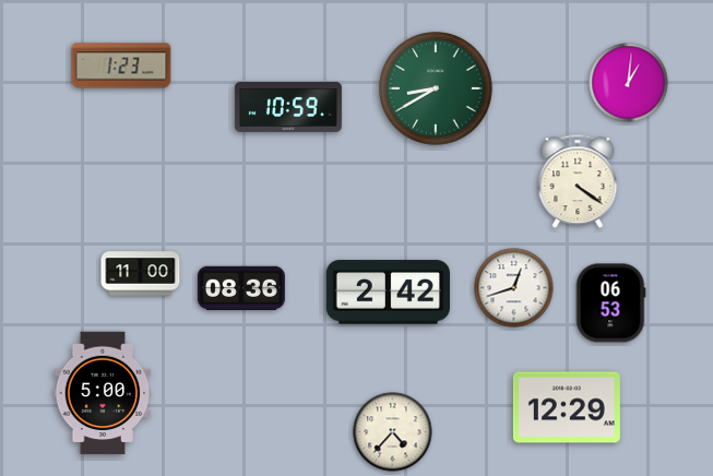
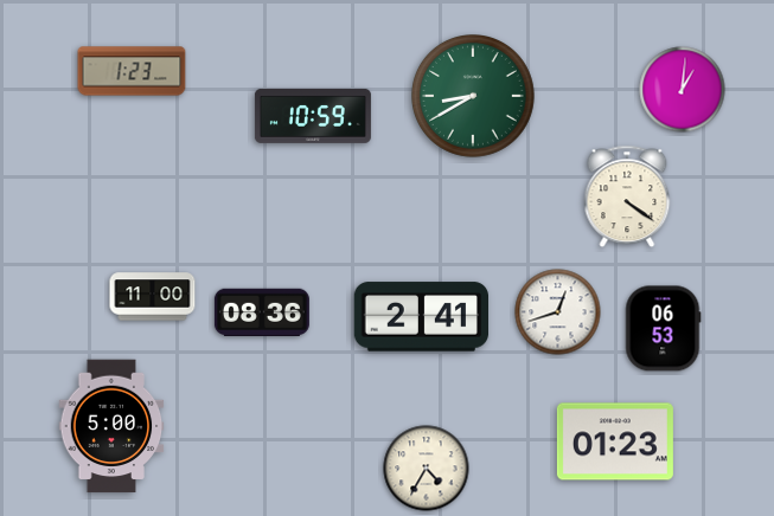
clock at (388, 293): 2:42 -> 2:41
clock at (567, 407): 12:29 -> 01:23
clock at (393, 432): 4:37 -> 4:35
